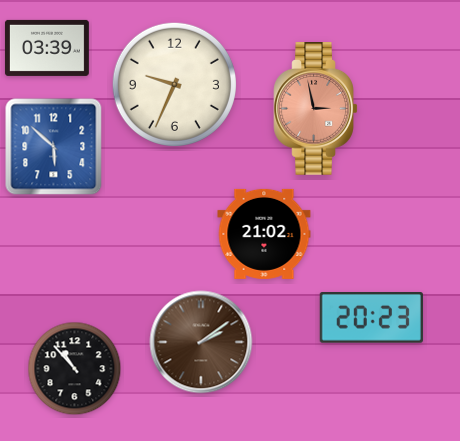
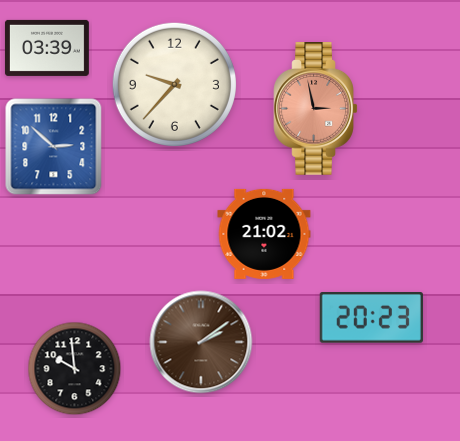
clock at (174, 84): 9:34 -> 9:37
clock at (54, 147): 5:52 -> 2:52
clock at (75, 369): 10:53 -> 9:59
